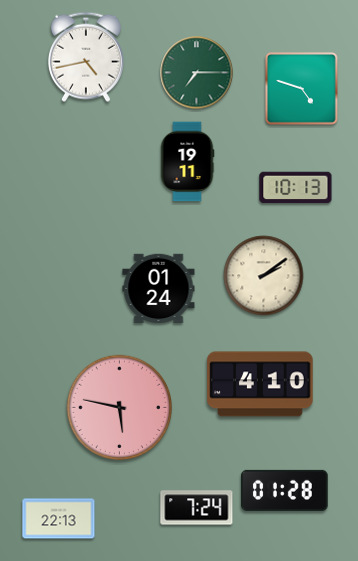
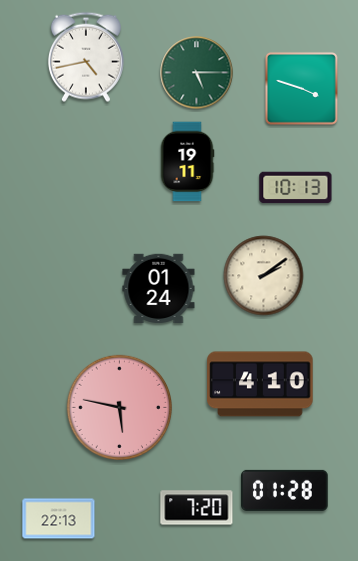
clock at (197, 73): 7:15 -> 5:15
clock at (302, 89): 4:48 -> 3:48
clock at (197, 508): 7:24 -> 7:20
